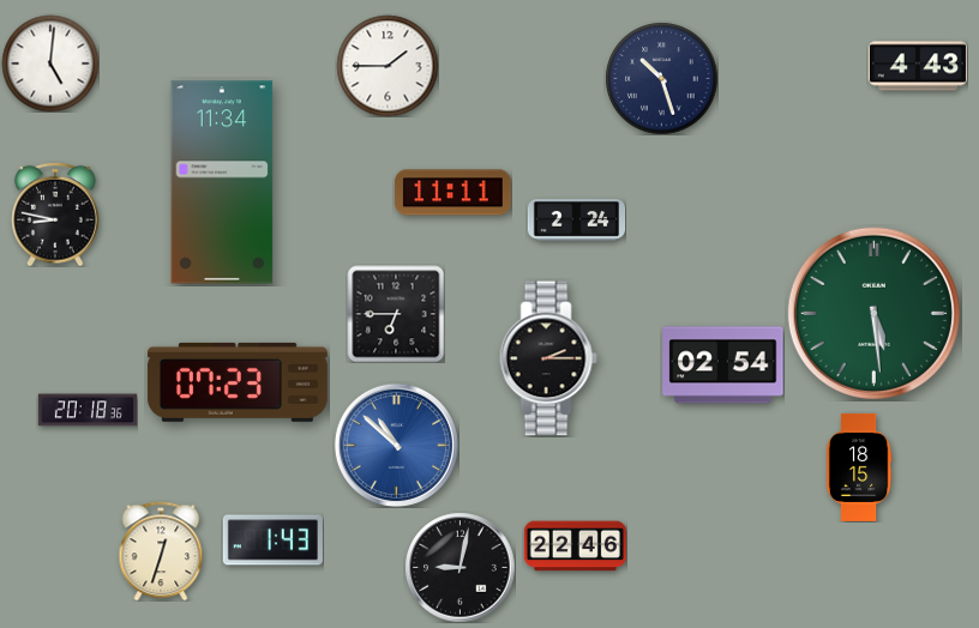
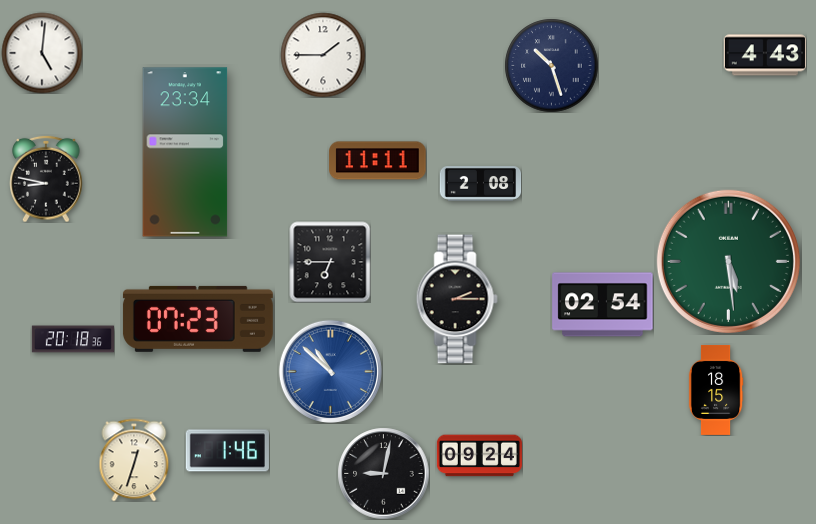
clock at (222, 182): 11:34 -> 23:34
clock at (576, 221): 2:24 -> 2:08
clock at (86, 410) position: (86, 410) -> (72, 339)
clock at (272, 541): 1:43 -> 1:46
clock at (575, 547): 22:46 -> 09:24
